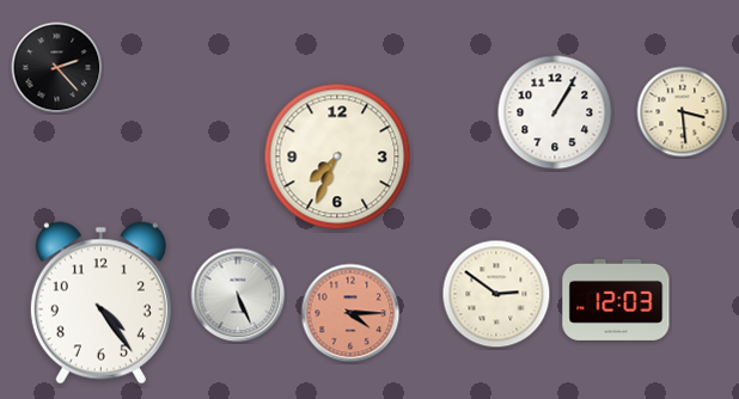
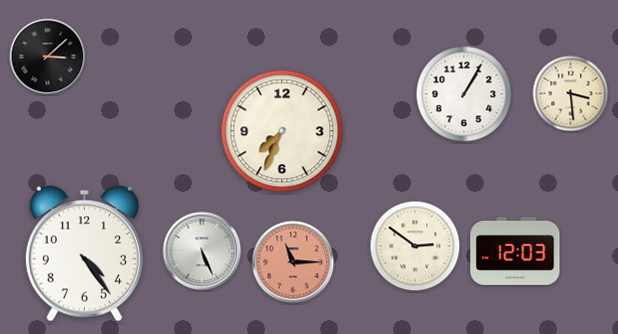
clock at (57, 68): 2:23 -> 3:08
clock at (238, 295) position: (238, 295) -> (202, 251)
clock at (350, 313): 4:15 -> 11:15
